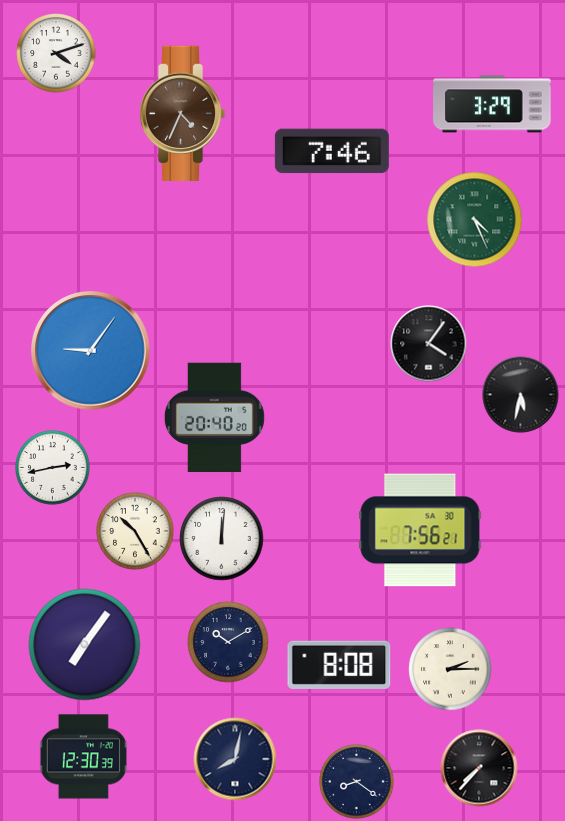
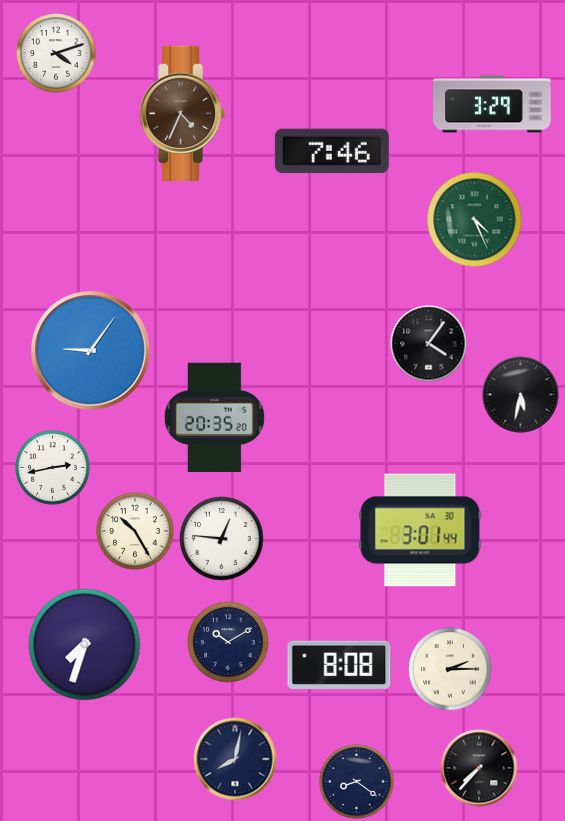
clock at (214, 418): 20:40 -> 20:35
clock at (420, 530): 7:56 -> 3:01
clock at (222, 539): 12:01 -> 12:46
clock at (85, 645): 7:06 -> 7:33
clock at (83, 757): 12:30 -> none
